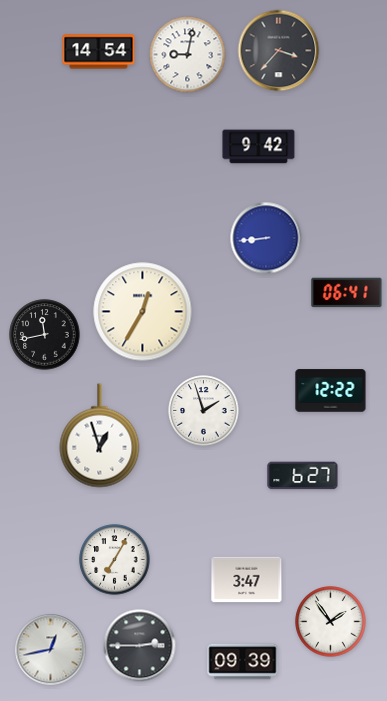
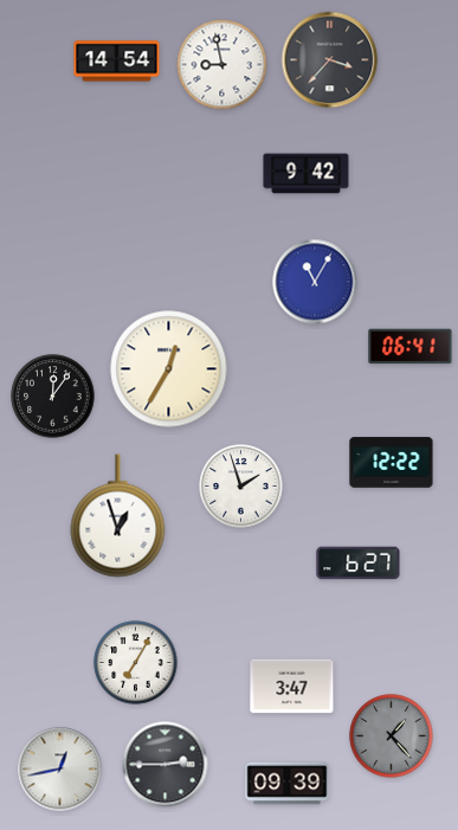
clock at (188, 55): 9:02 -> 8:58
clock at (266, 238): 8:44 -> 11:05
clock at (45, 335): 11:43 -> 12:06
clock at (331, 622): 1:54 -> 1:23
clock at (331, 622) dial: white -> grey
